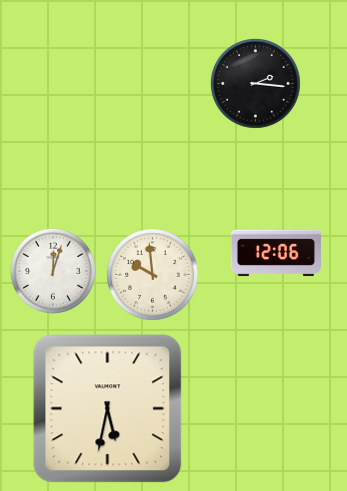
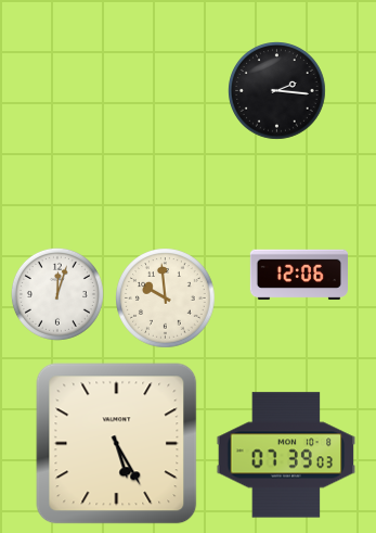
clock at (108, 409): 5:32 -> 5:25
clock at (286, 455): none -> 07:39
